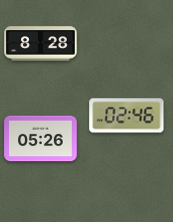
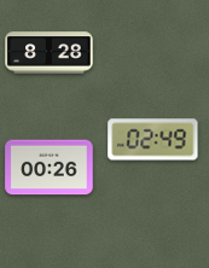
clock at (127, 116): 02:46 -> 02:49
clock at (41, 139): 05:26 -> 00:26
